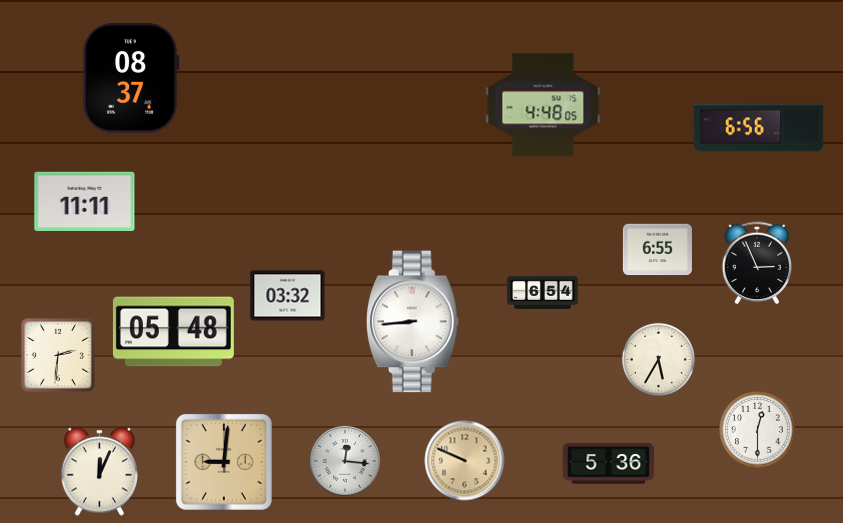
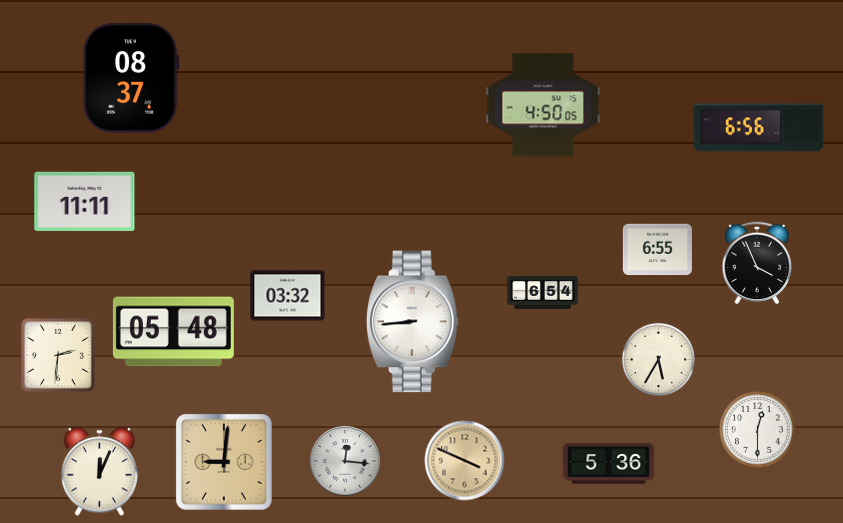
clock at (543, 105): 4:48 -> 4:50
clock at (757, 263): 2:56 -> 3:56
clock at (465, 461): 9:49 -> 3:49
